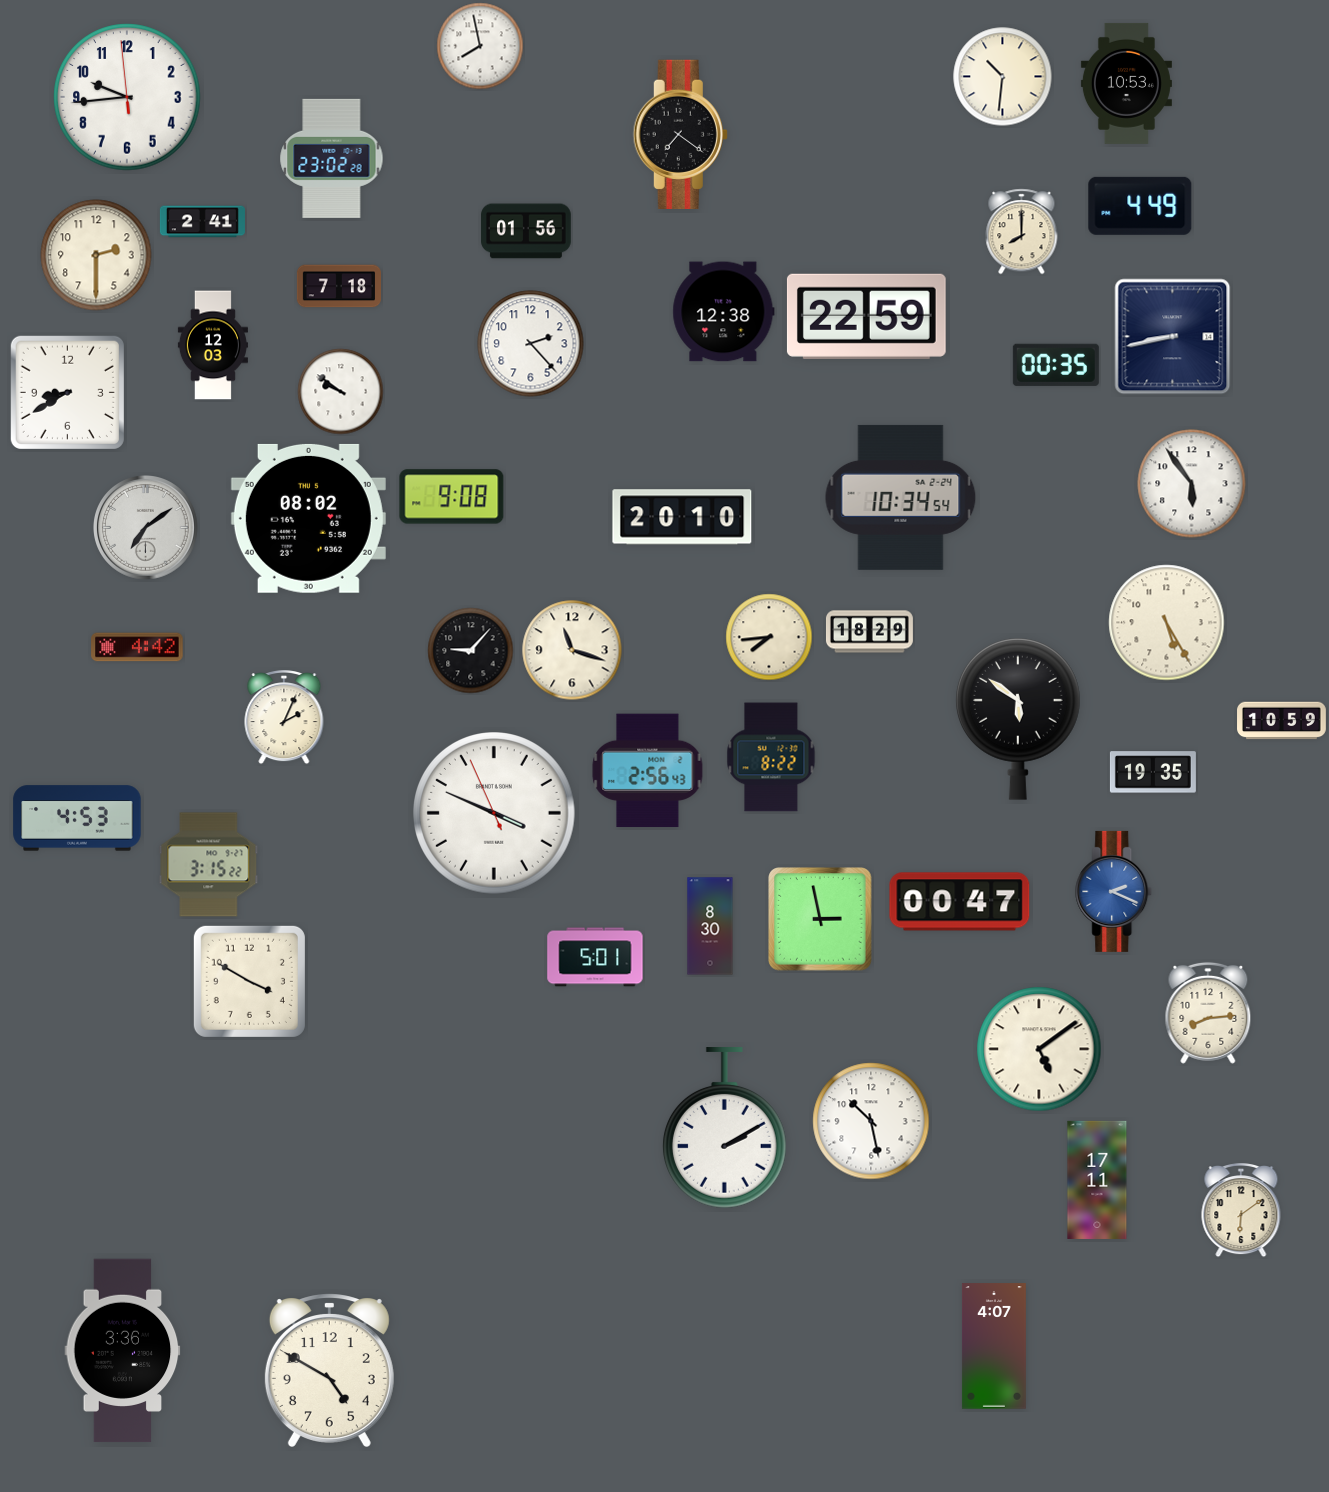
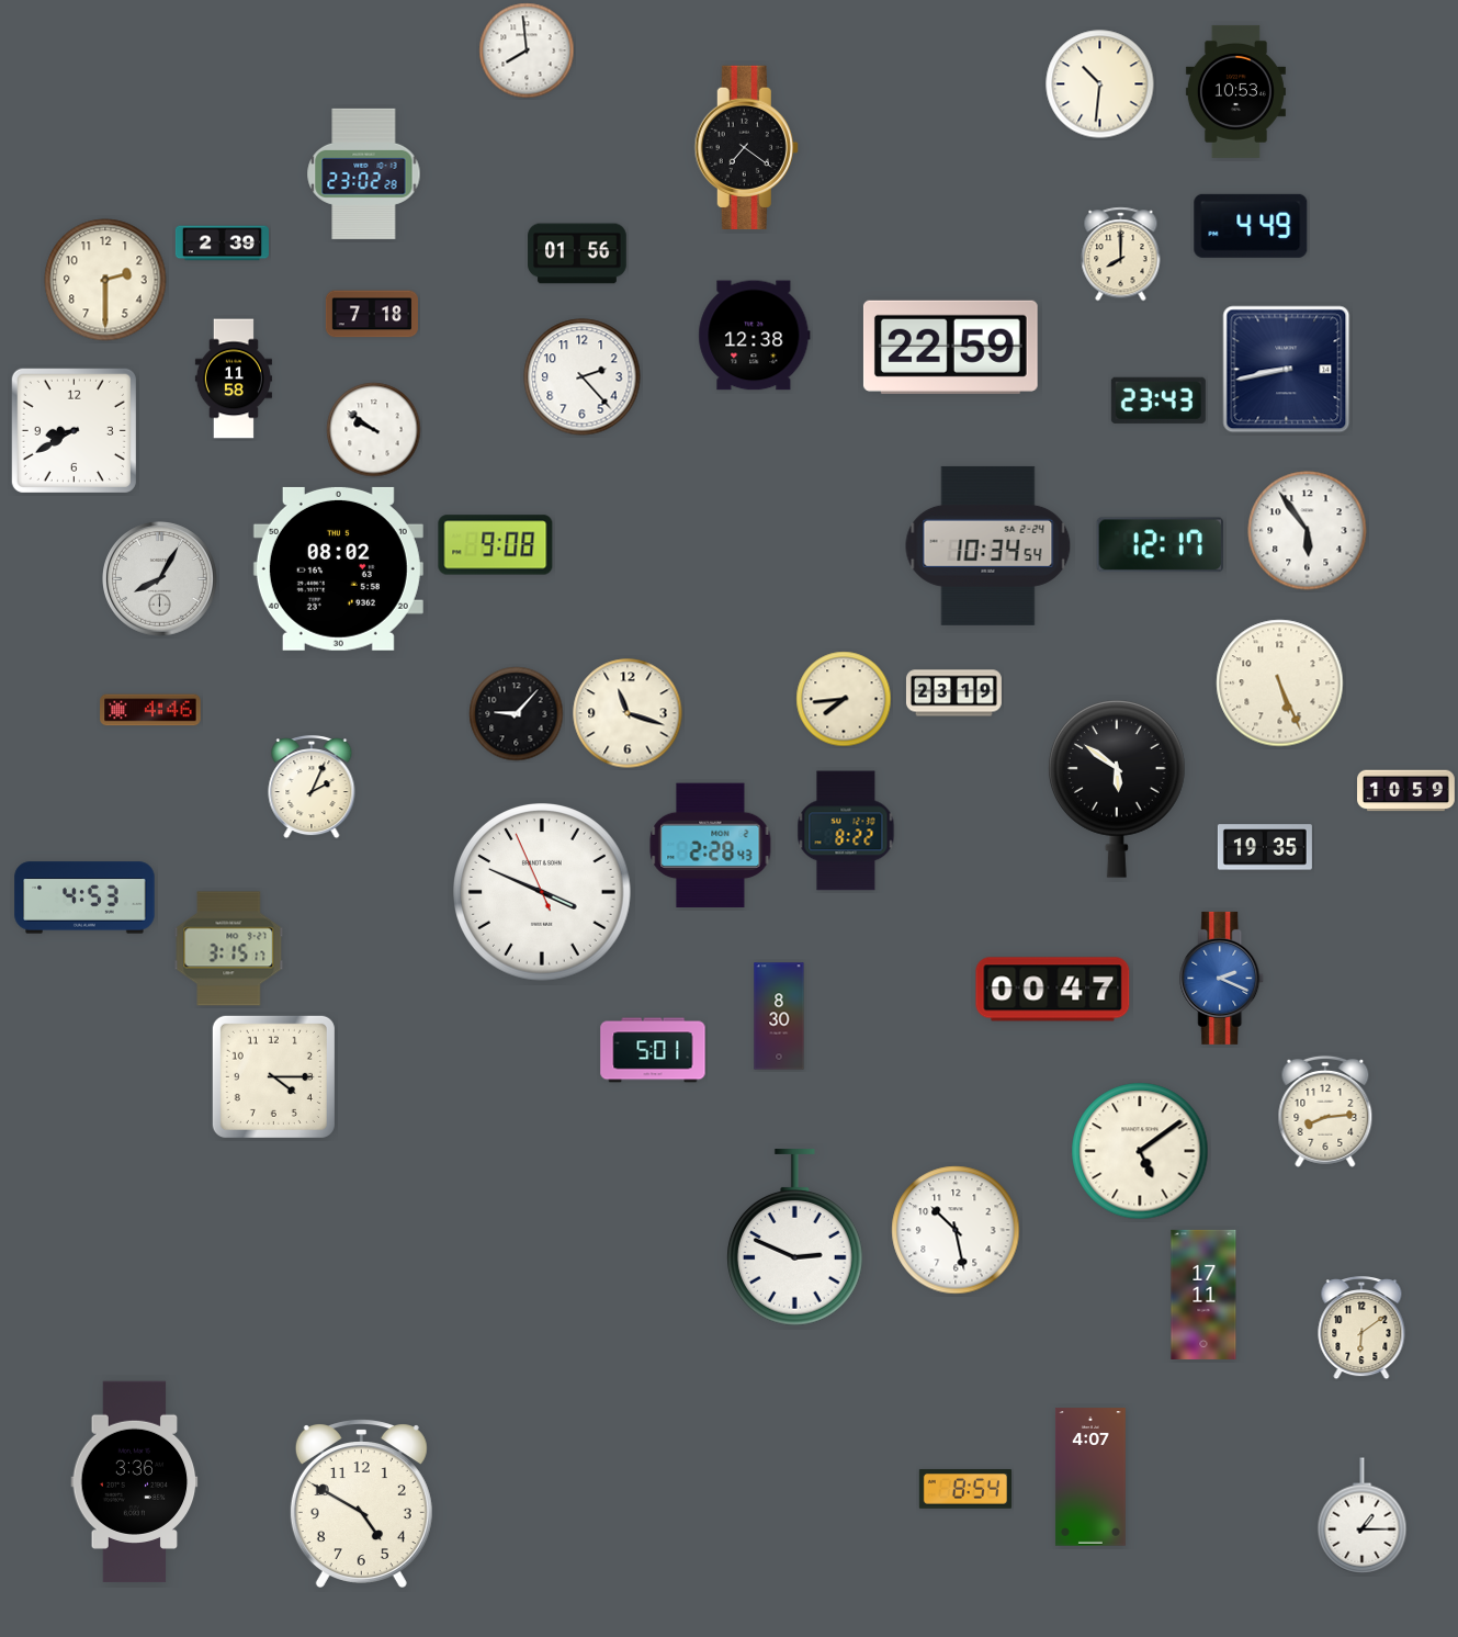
clock at (480, 46): 7:58 -> 7:59
clock at (127, 97): 9:43 -> none
clock at (202, 222): 2:41 -> 2:39
clock at (724, 312) position: (724, 312) -> (755, 336)
clock at (213, 345): 12:03 -> 11:58
clock at (1056, 365): 00:35 -> 23:43
clock at (1160, 545): none -> 12:17
clock at (682, 517): 20:10 -> none
clock at (146, 528): 7:09 -> 8:05
clock at (1167, 623): 5:25 -> 5:26
clock at (869, 632): 18:29 -> 23:19
clock at (137, 647): 4:42 -> 4:46
clock at (648, 771): 2:56 -> 2:28
clock at (209, 865): 3:15:22 -> 3:15:17
clock at (820, 919): 2:58 -> none
clock at (249, 981): 3:50 -> 4:15
clock at (724, 1128): 2:10 -> 2:49
clock at (965, 1489): none -> 8:54
clock at (1363, 1516): none -> 1:15
